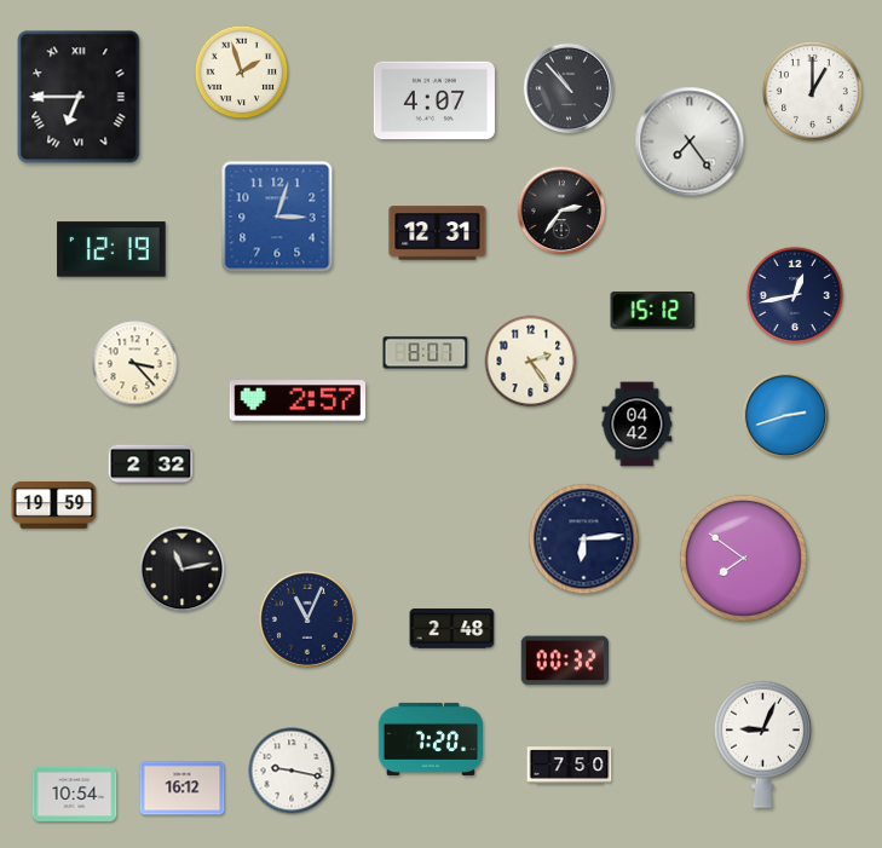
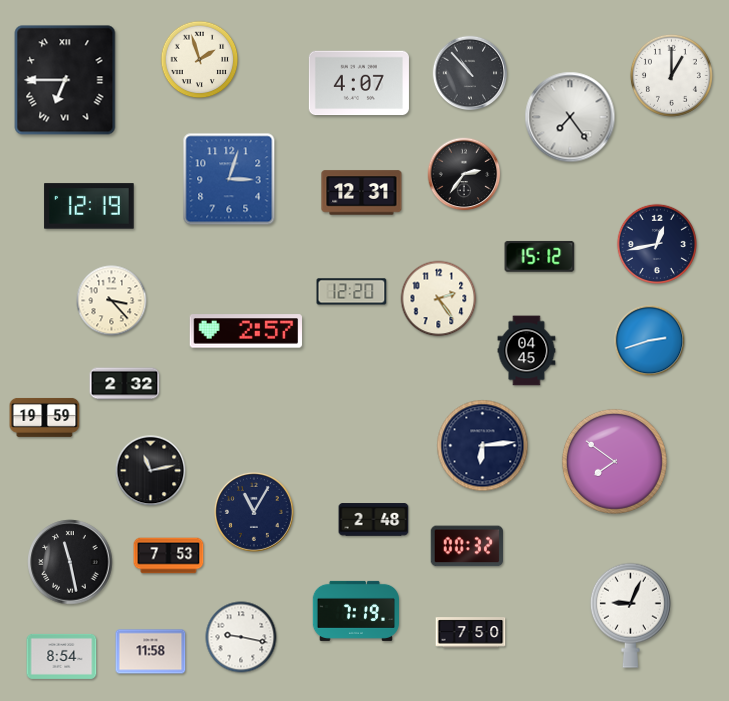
clock at (111, 249) position: (111, 249) -> (89, 206)
clock at (426, 353): 8:07 -> 12:20
clock at (786, 416) position: (786, 416) -> (650, 341)
clock at (638, 425): 04:42 -> 04:45
clock at (307, 619): 11:04 -> 11:05
clock at (169, 556): none -> 7:53
clock at (70, 562): none -> 11:28
clock at (430, 739): 7:20 -> 7:19
clock at (183, 789): 16:12 -> 11:58
clock at (75, 794): 10:54 -> 8:54
